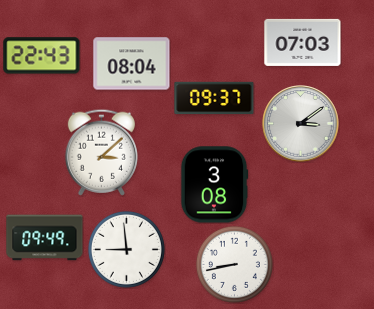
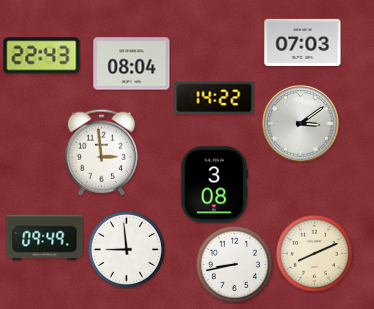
clock at (214, 98): 09:37 -> 14:22
clock at (101, 152): 3:08 -> 2:59
clock at (314, 253): none -> 8:11
